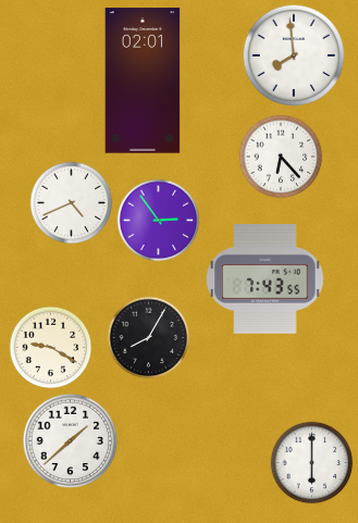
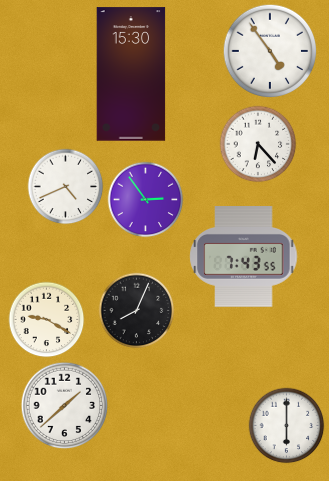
clock at (294, 55): 7:59 -> 4:54
clock at (143, 80): 02:01 -> 15:30
clock at (159, 221) position: (159, 221) -> (146, 200)
clock at (149, 338): 8:05 -> 8:04
